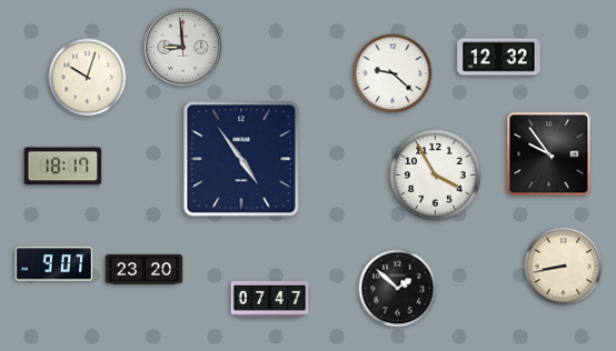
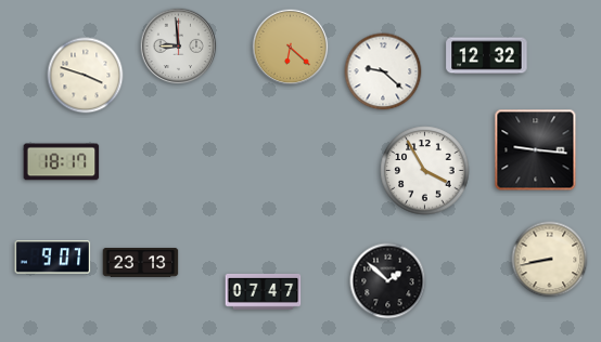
clock at (291, 48): none -> 6:22
clock at (88, 78): 10:03 -> 3:48
clock at (549, 154): 9:54 -> 9:16
clock at (241, 159): 4:54 -> none
clock at (145, 270): 23:20 -> 23:13
